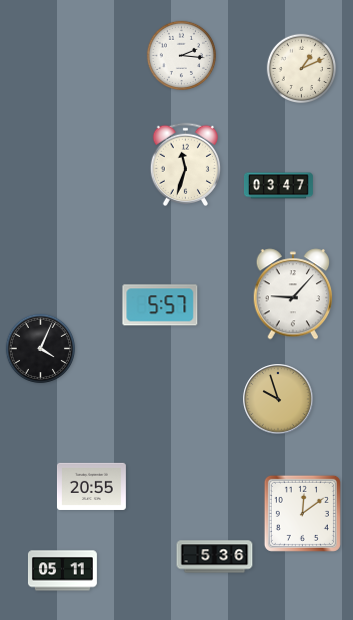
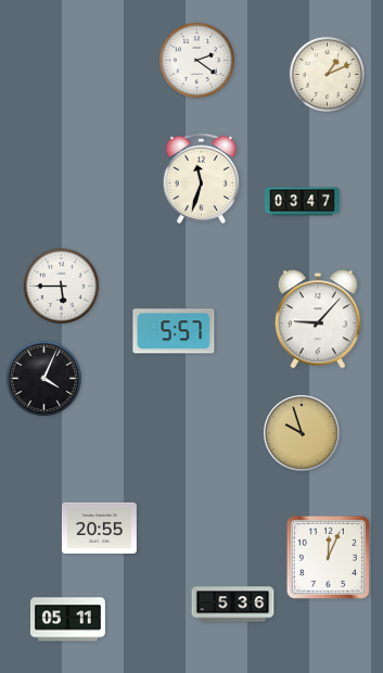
clock at (182, 56): 2:16 -> 2:21
clock at (62, 287): none -> 5:45
clock at (302, 513): 12:09 -> 12:04
